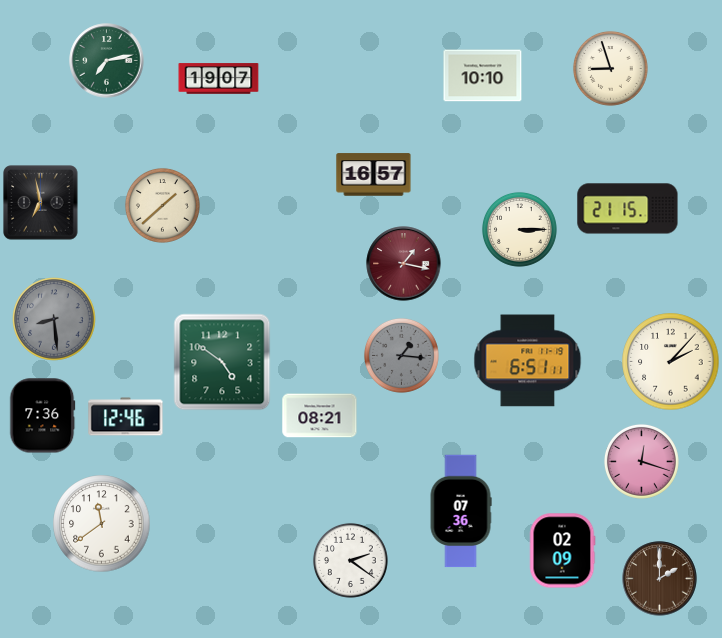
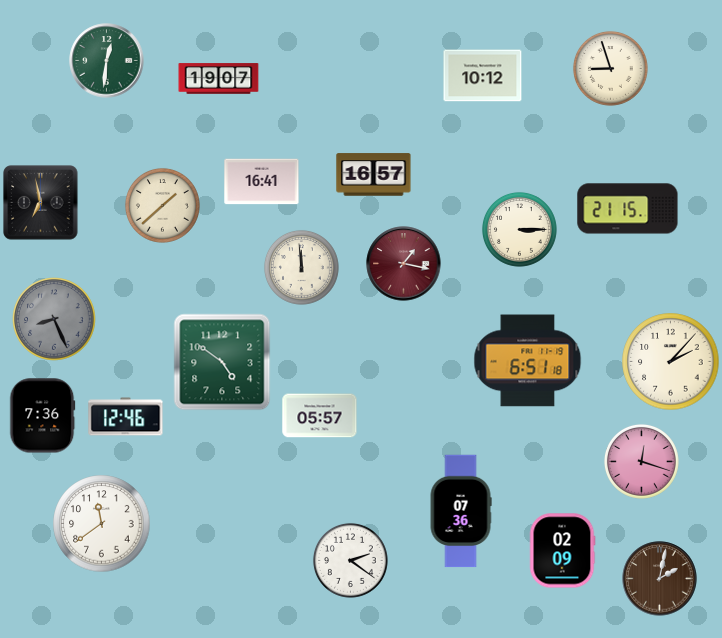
clock at (107, 61): 7:13 -> 12:31
clock at (483, 76): 10:10 -> 10:12
clock at (262, 182): none -> 16:41
clock at (301, 267): none -> 11:59
clock at (54, 319): 8:29 -> 8:26
clock at (401, 355): 1:16 -> none
clock at (528, 361): 6:51:11 -> 6:51:18
clock at (320, 416): 08:21 -> 05:57
clock at (660, 579): 2:00 -> 2:02
